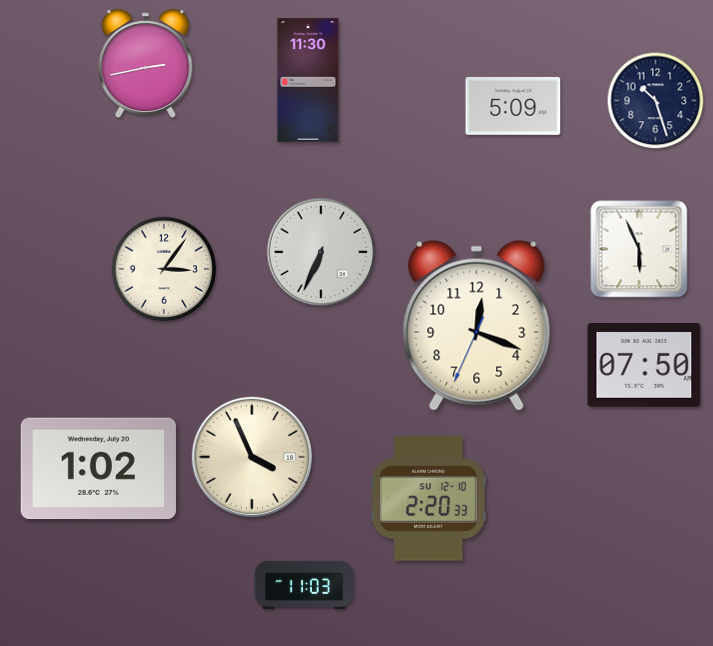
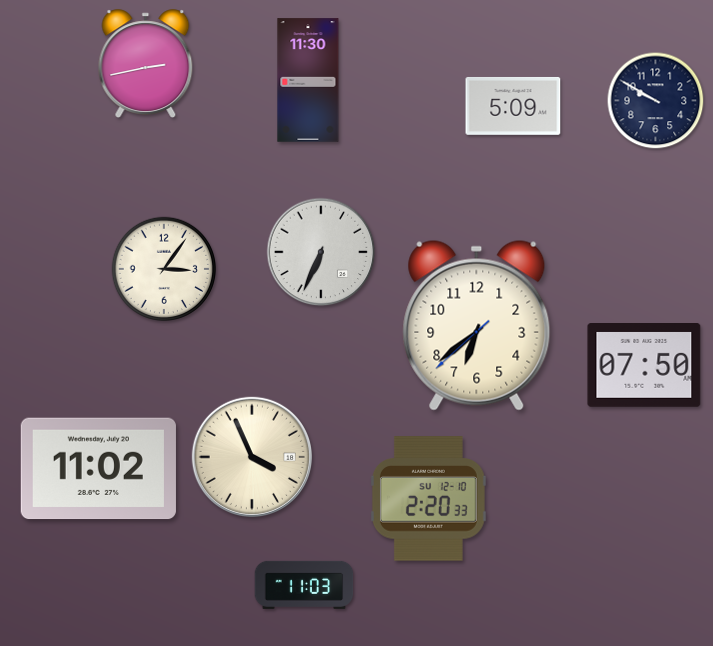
clock at (656, 101): 10:27 -> 9:50
clock at (639, 249): 5:56 -> none
clock at (477, 325): 12:18 -> 6:38
clock at (98, 469): 1:02 -> 11:02
